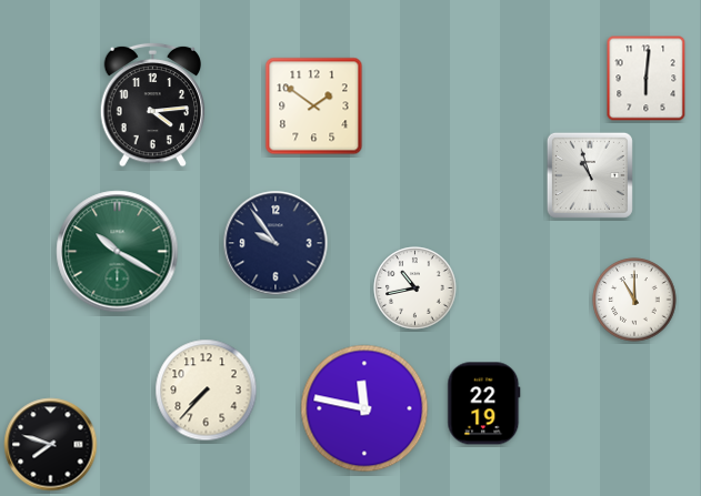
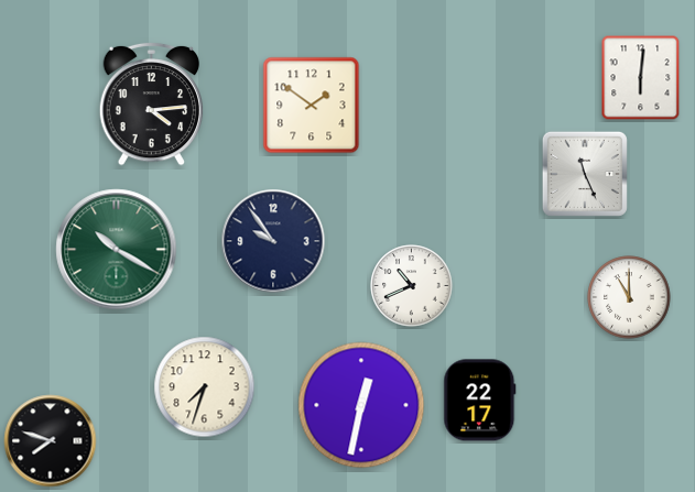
clock at (590, 175): 10:57 -> 11:26
clock at (415, 289): 10:43 -> 10:41
clock at (207, 391): 7:37 -> 7:33
clock at (484, 404): 22:19 -> 22:17
clock at (364, 408): 11:47 -> 12:32
